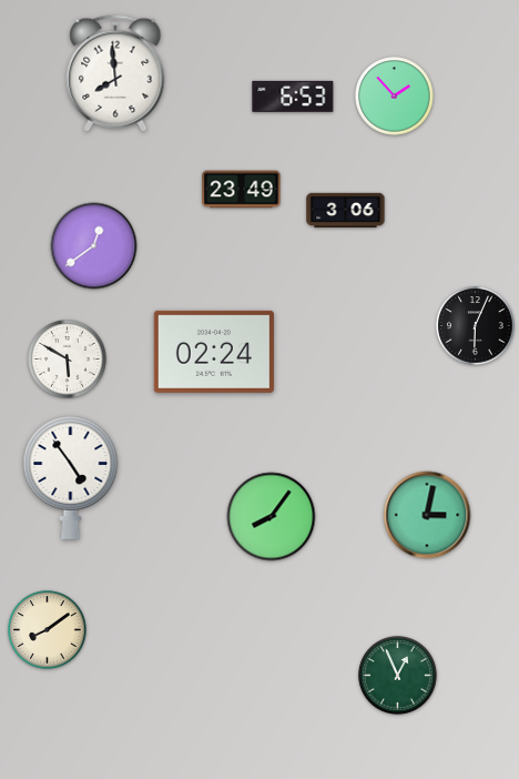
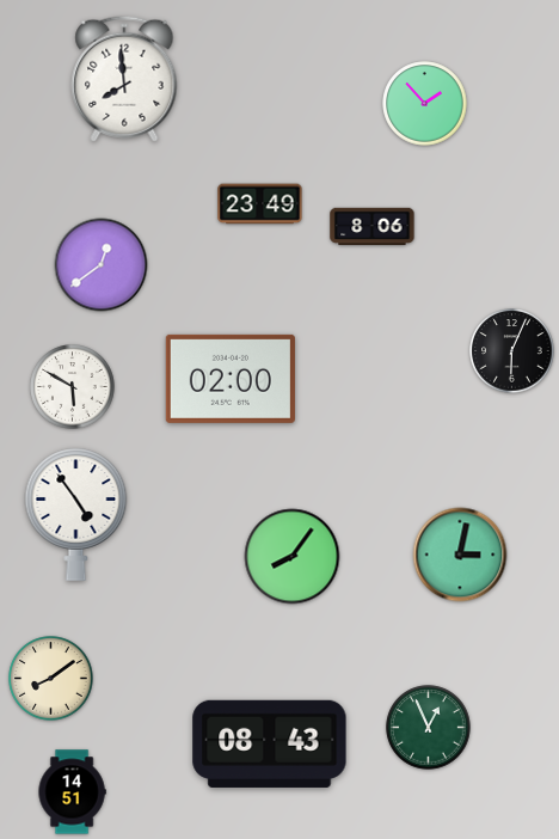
clock at (293, 97): 6:53 -> none
clock at (346, 211): 3:06 -> 8:06
clock at (214, 352): 02:24 -> 02:00
clock at (270, 743): none -> 08:43
clock at (72, 792): none -> 14:51
